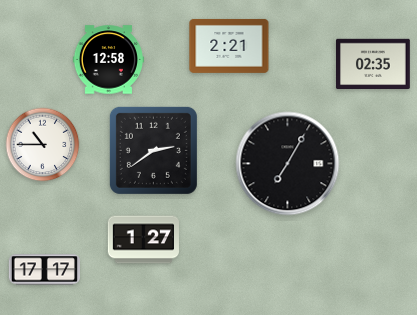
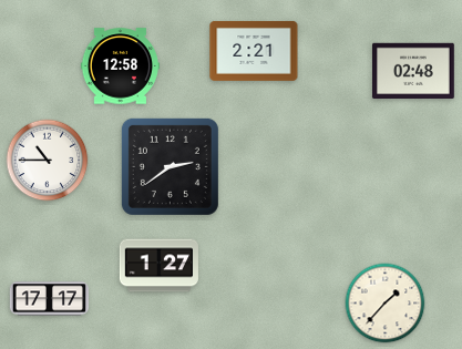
clock at (374, 63): 02:35 -> 02:48
clock at (288, 164): 7:05 -> none
clock at (386, 304): none -> 1:37
